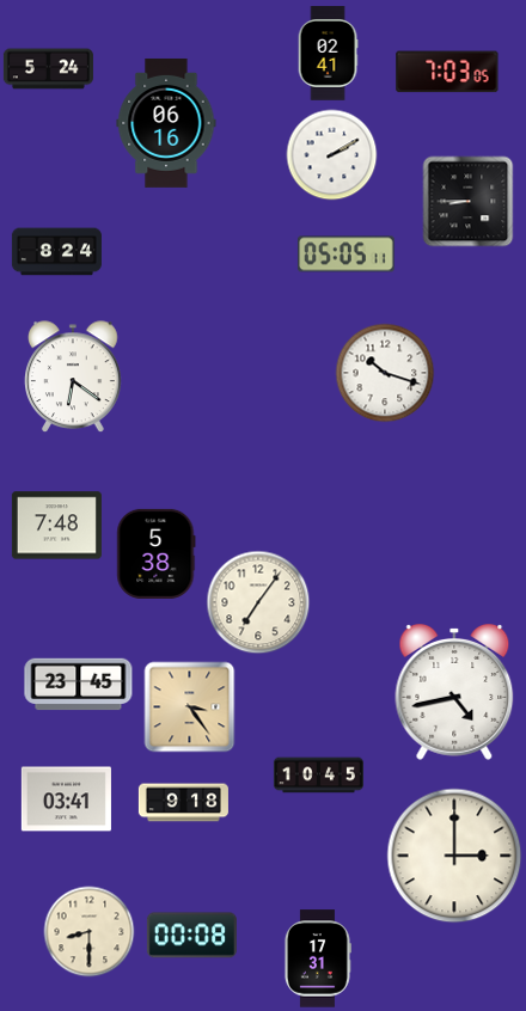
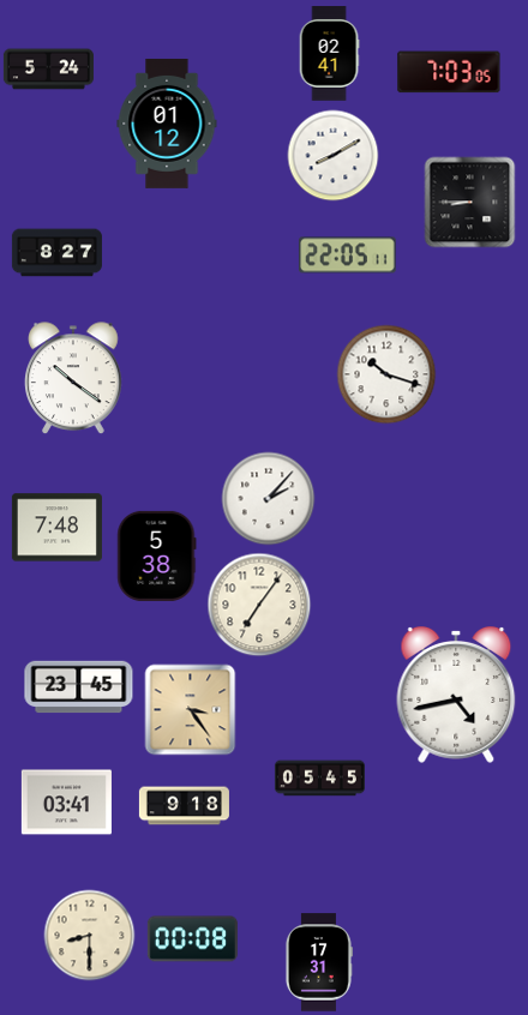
clock at (166, 123): 06:16 -> 01:12
clock at (332, 155): 2:10 -> 8:10
clock at (56, 252): 8:24 -> 8:27
clock at (347, 255): 05:05 -> 22:05
clock at (74, 378): 6:21 -> 10:21
clock at (269, 499): none -> 2:07
clock at (318, 776): 10:45 -> 05:45
clock at (454, 856): 3:00 -> none
